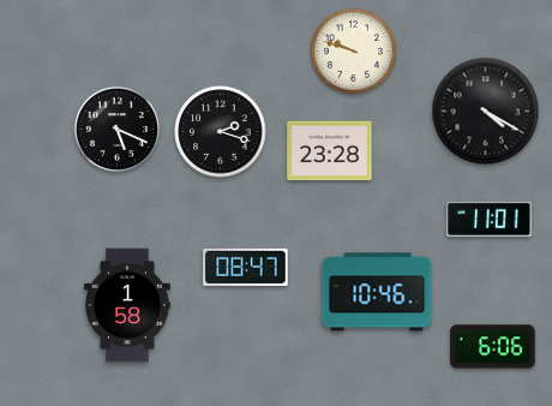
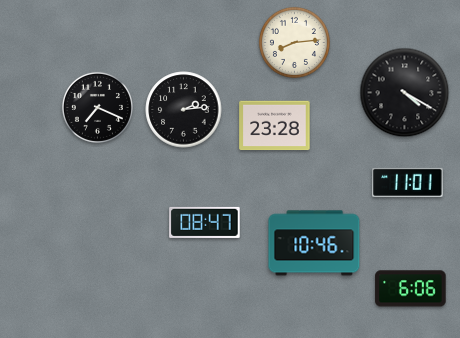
clock at (353, 50): 9:48 -> 8:14
clock at (116, 129): 5:19 -> 7:19
clock at (221, 132): 2:18 -> 2:14
clock at (128, 305): 1:58 -> none
